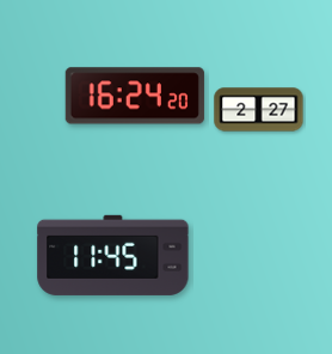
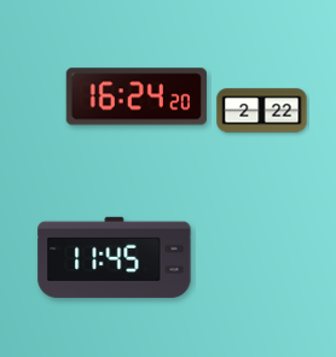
clock at (259, 110): 2:27 -> 2:22
